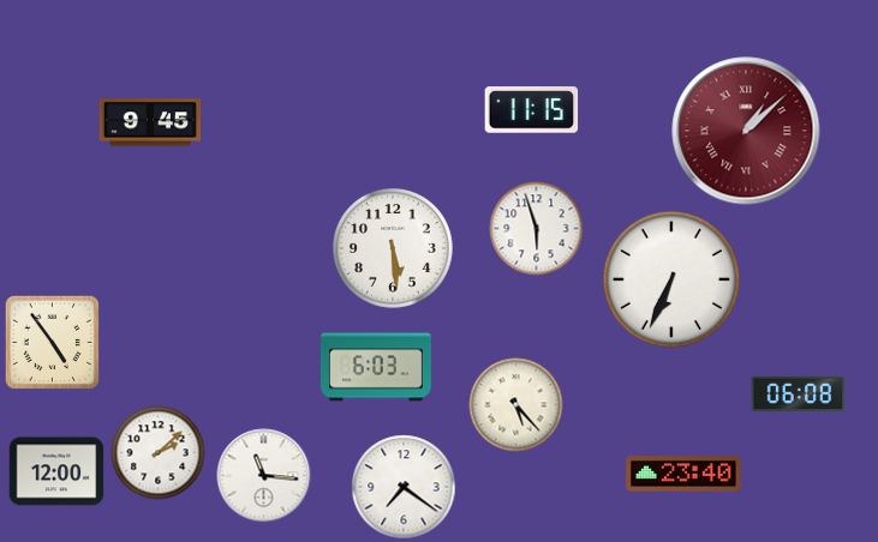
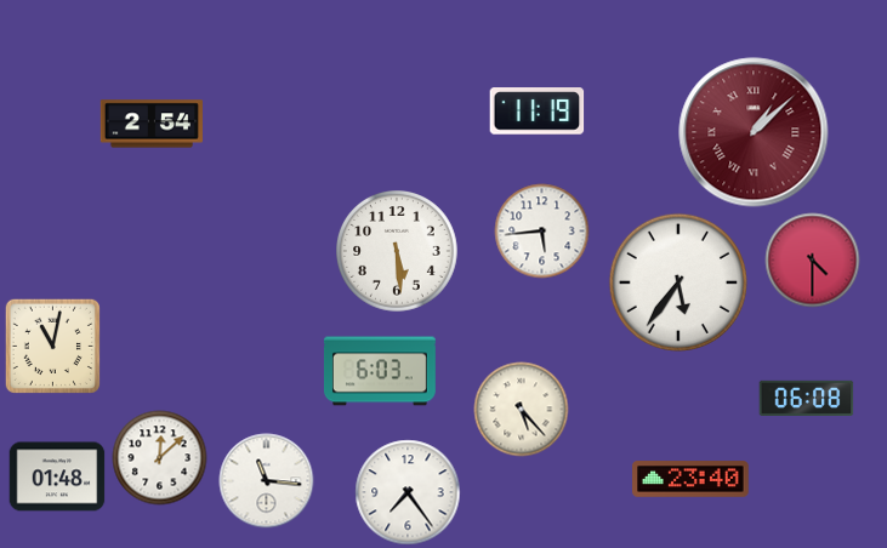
clock at (531, 110): 11:15 -> 11:19
clock at (150, 122): 9:45 -> 2:54
clock at (536, 228): 5:57 -> 5:44
clock at (812, 259): none -> 4:30
clock at (671, 279): 6:34 -> 5:36
clock at (52, 342): 4:54 -> 11:02
clock at (157, 452): 2:08 -> 12:08
clock at (56, 471): 12:00 -> 01:48
clock at (404, 487): 7:21 -> 7:24
